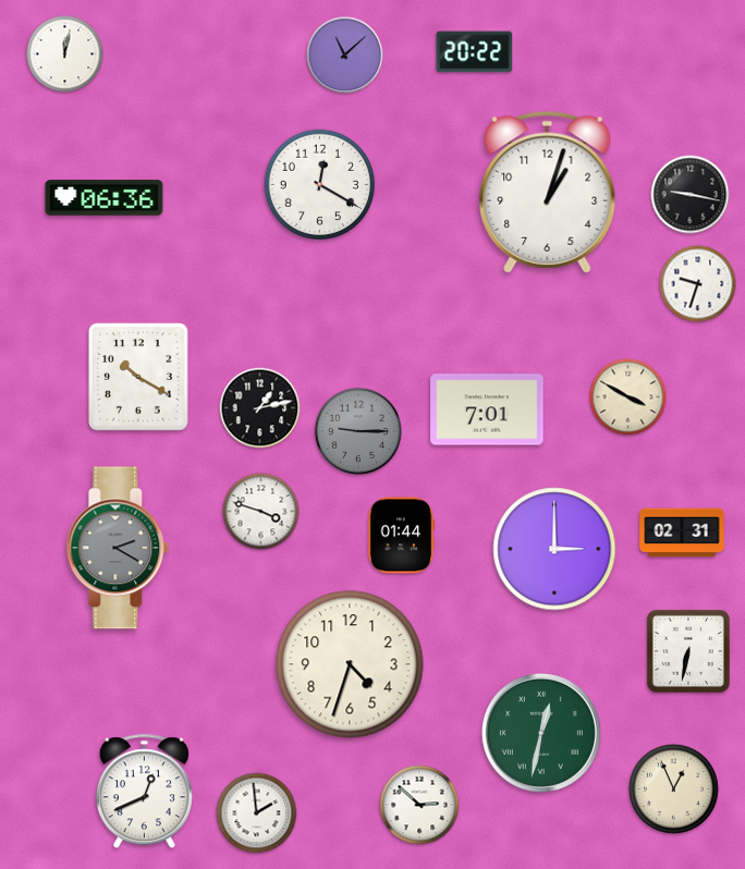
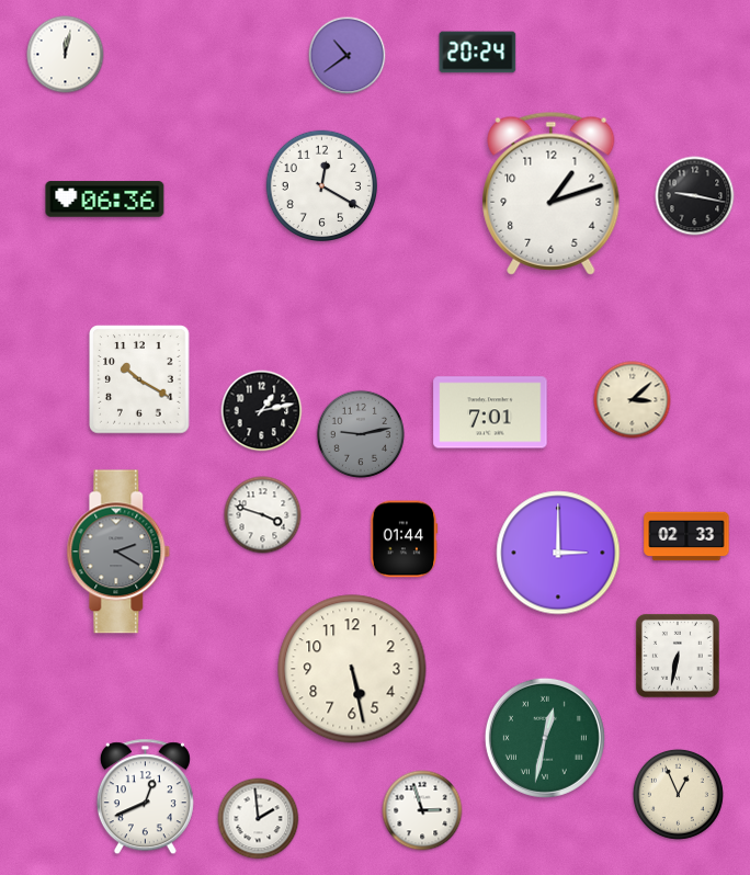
clock at (475, 52): 20:22 -> 20:24
clock at (345, 56): 11:08 -> 10:39
clock at (548, 192): 1:03 -> 1:12
clock at (698, 284): 9:33 -> none
clock at (628, 397): 3:50 -> 3:08
clock at (358, 431): 9:15 -> 9:13
clock at (682, 533): 02:31 -> 02:33
clock at (688, 651) position: (688, 651) -> (678, 656)
clock at (350, 664): 4:33 -> 5:28
clock at (419, 805): 2:52 -> 2:57
